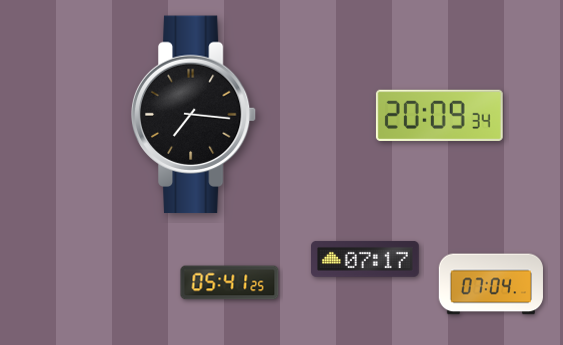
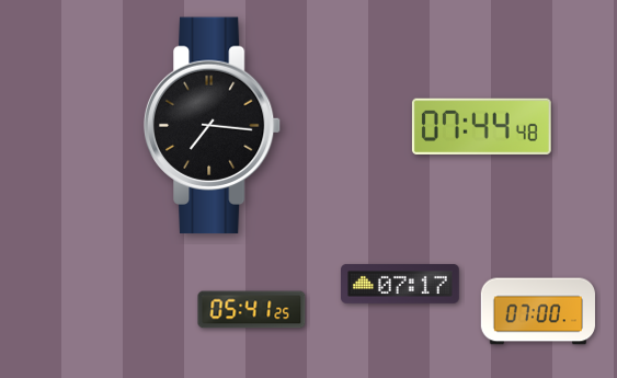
clock at (439, 115): 20:09 -> 07:44
clock at (490, 284): 07:04 -> 07:00
